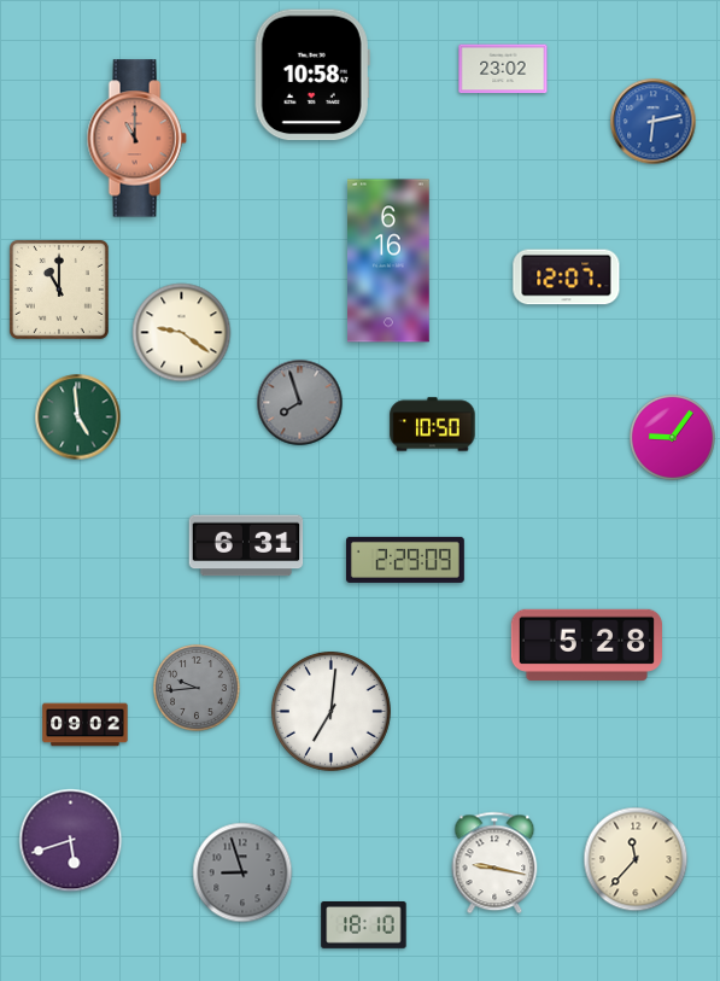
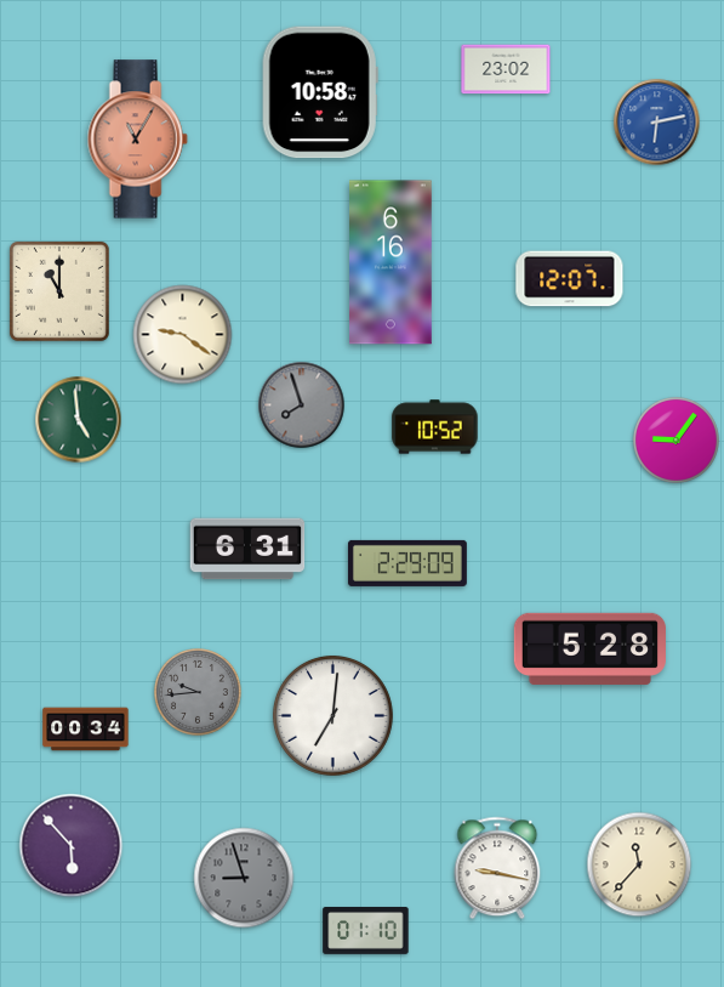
clock at (312, 75) position: (312, 75) -> (320, 92)
clock at (136, 139): 11:00 -> 11:05
clock at (433, 425): 10:50 -> 10:52
clock at (86, 725): 09:02 -> 00:34
clock at (71, 841): 5:42 -> 5:53
clock at (364, 925): 18:10 -> 01:10
